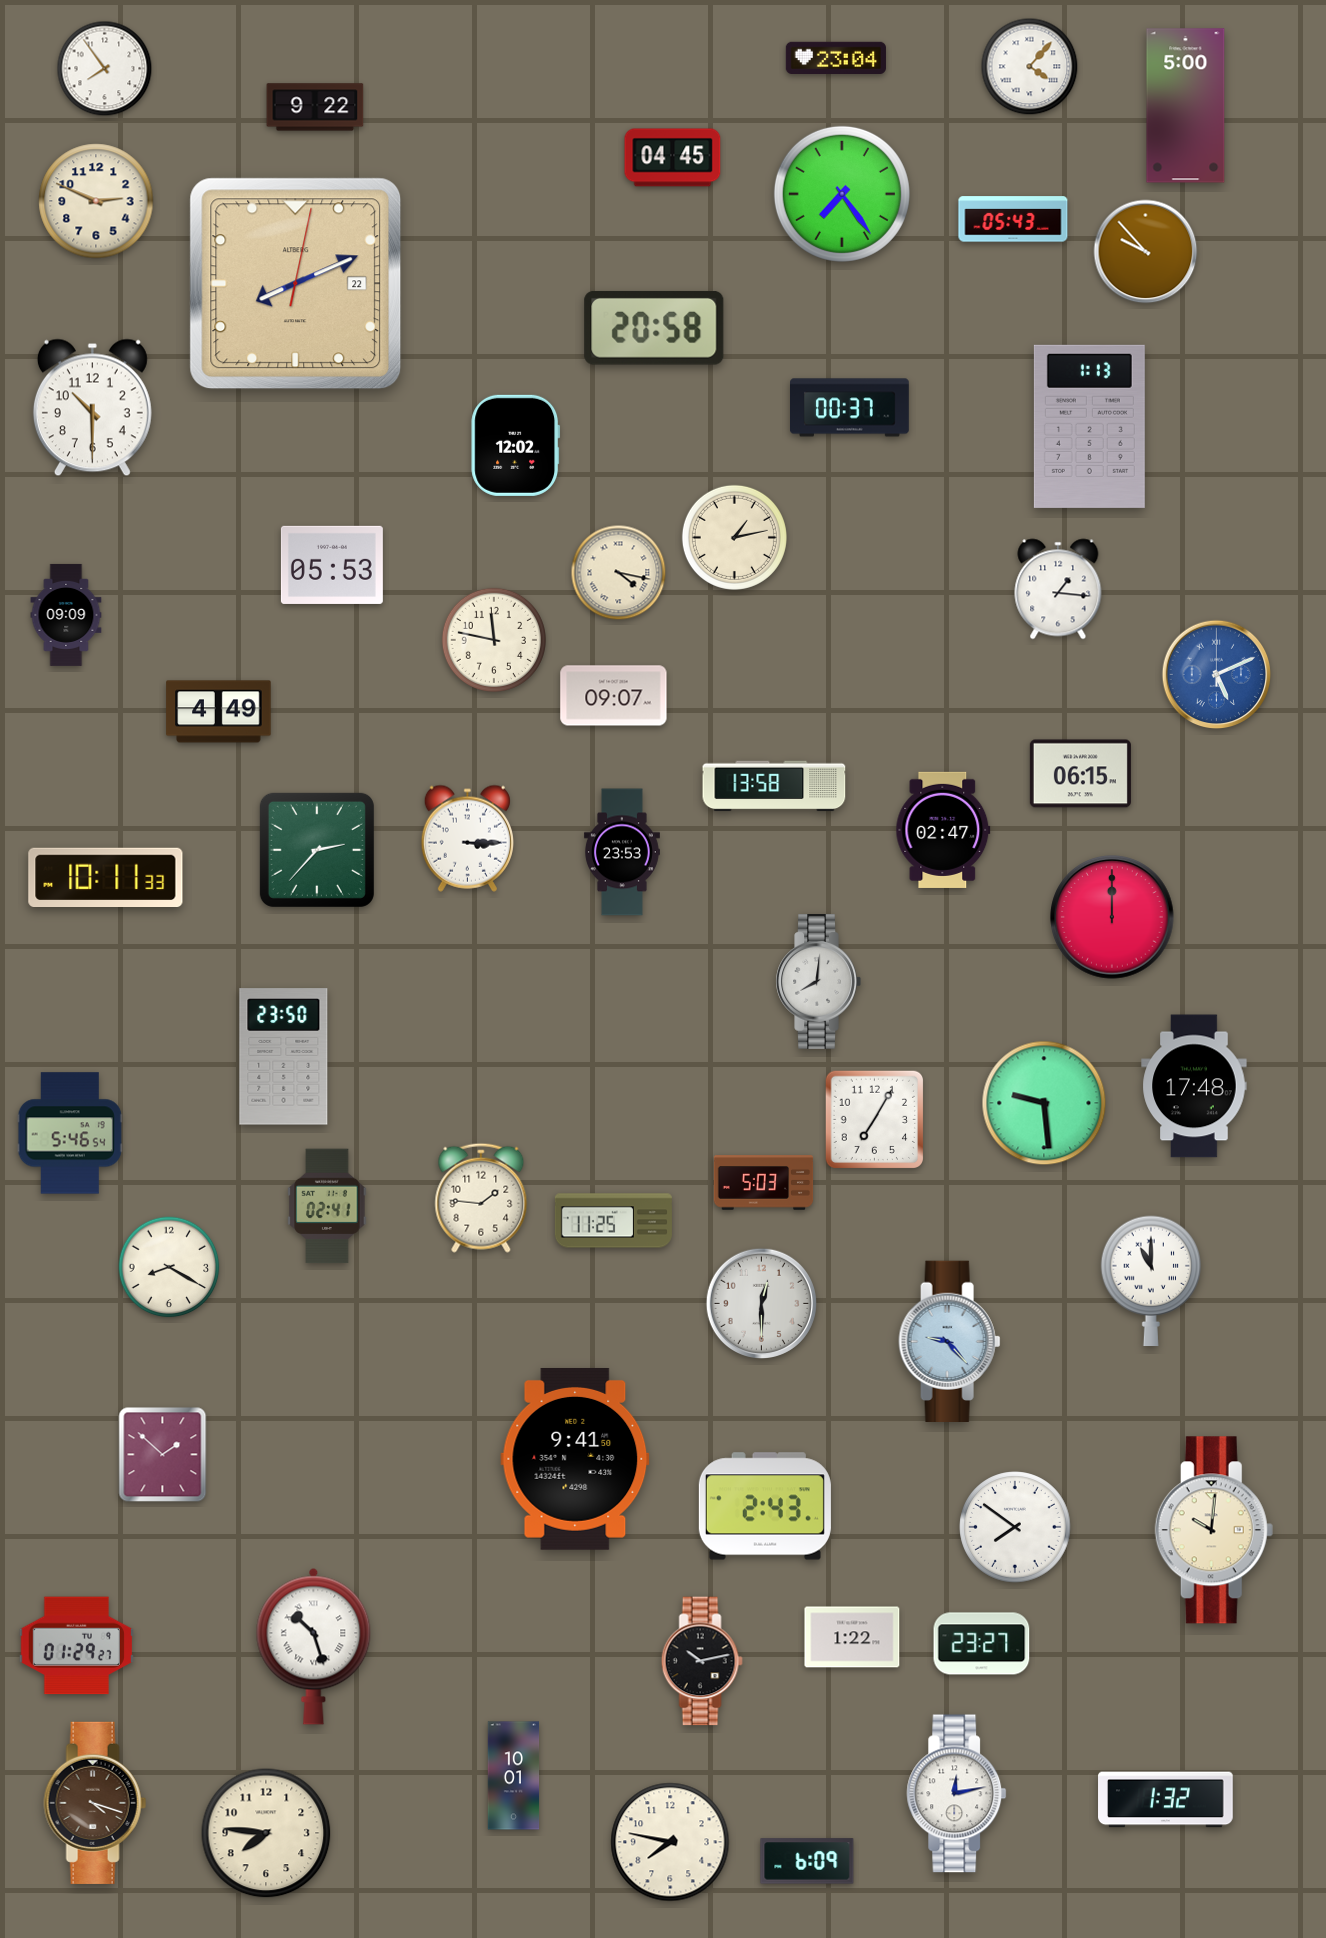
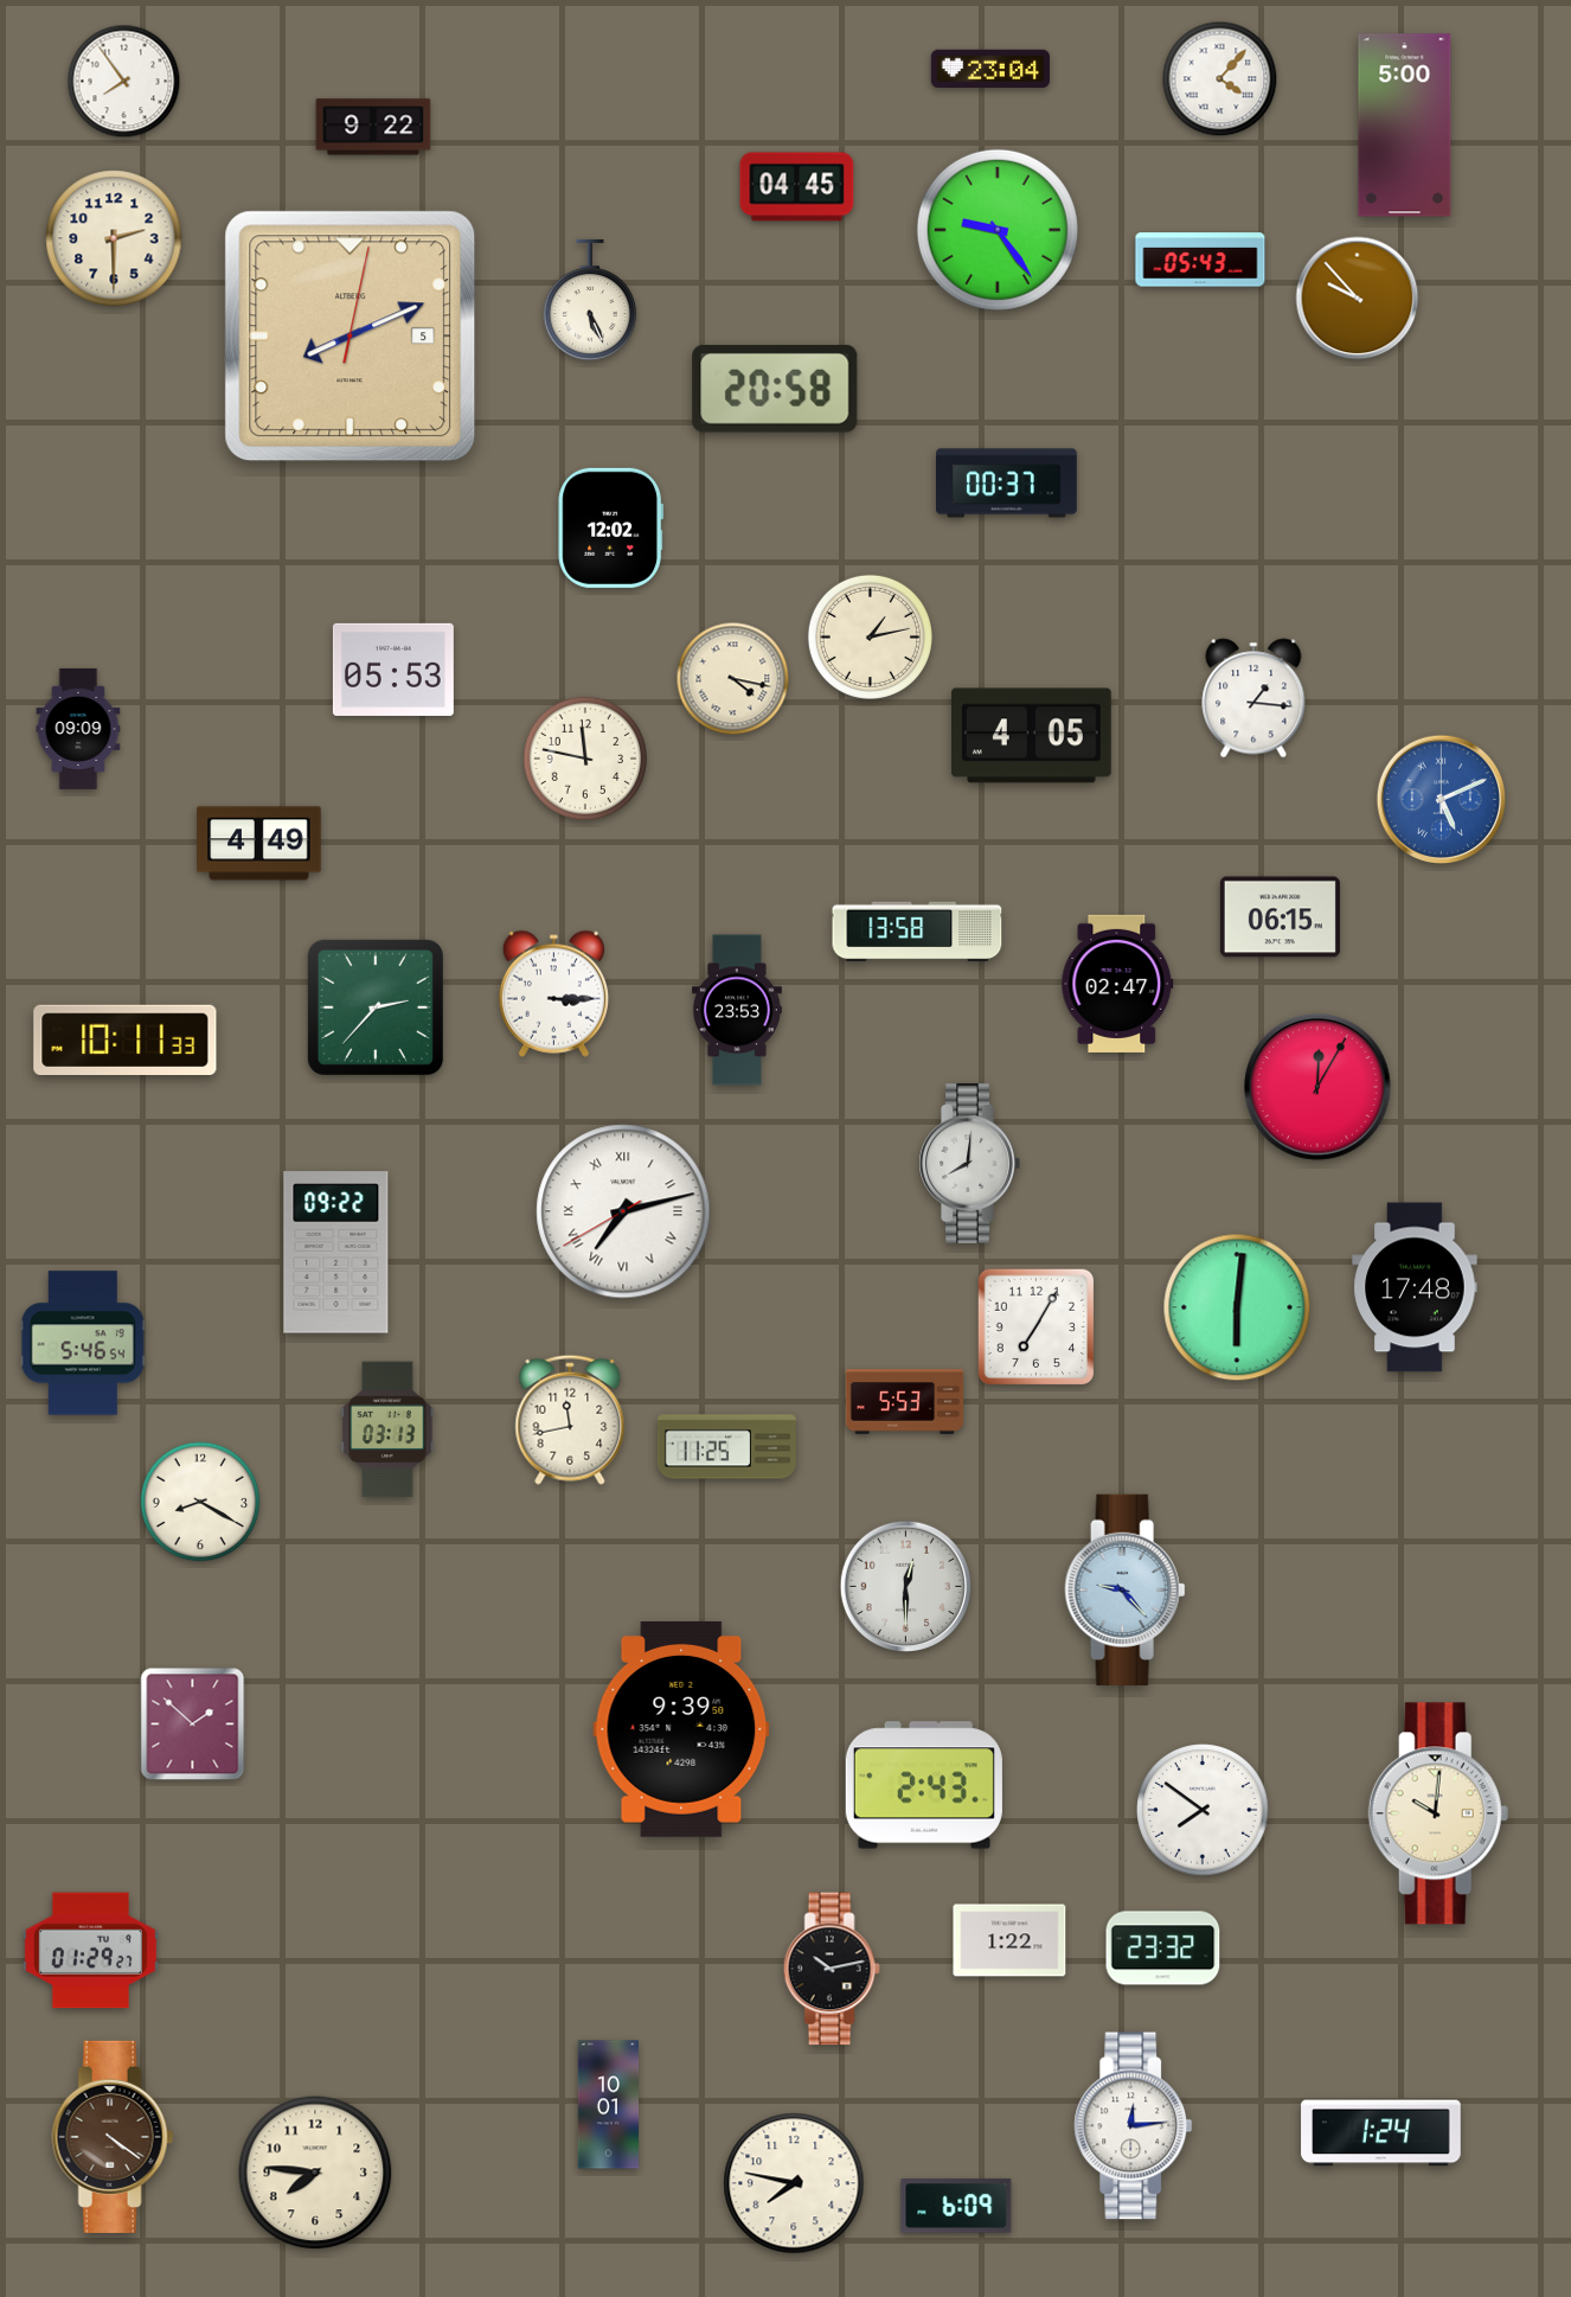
clock at (842, 194): 7:24 -> 9:24
clock at (96, 201): 2:49 -> 2:30
clock at (589, 300): none -> 5:26
clock at (296, 284) date: 22 -> 5
clock at (92, 408): 10:30 -> none
clock at (1089, 426): 1:13 -> none
clock at (1032, 736): none -> 4:05
clock at (614, 696): 09:07 -> none
clock at (1112, 917): 12:00 -> 12:05
clock at (623, 1211): none -> 7:12
clock at (284, 1057): 23:50 -> 09:22
clock at (1044, 1103): 9:29 -> 6:01
clock at (764, 1183): 5:03 -> 5:53
clock at (481, 1198): 1:46 -> 11:43
clock at (327, 1206): 02:41 -> 03:13
clock at (1151, 1281): 11:00 -> none
clock at (761, 1303) position: (761, 1303) -> (905, 1586)
clock at (575, 1459): 9:41 -> 9:39
clock at (765, 1506) position: (765, 1506) -> (924, 1785)
clock at (982, 1644): 23:27 -> 23:32
clock at (314, 1646): 10:27 -> none
clock at (957, 1794): 12:13 -> 12:14
clock at (1166, 1800): 1:32 -> 1:24
clock at (95, 1803): 4:18 -> 4:21
